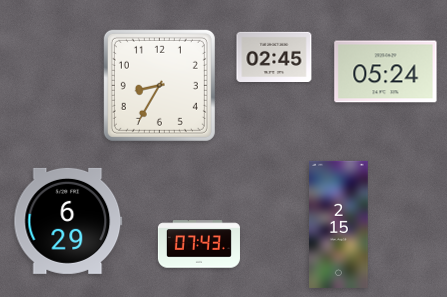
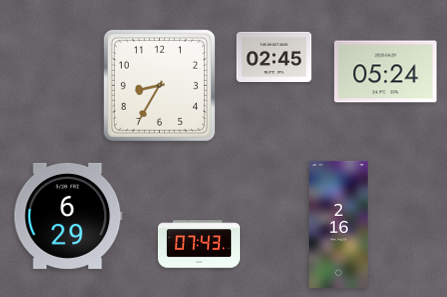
clock at (68, 221) position: (68, 221) -> (68, 216)
clock at (339, 224): 2:15 -> 2:16
